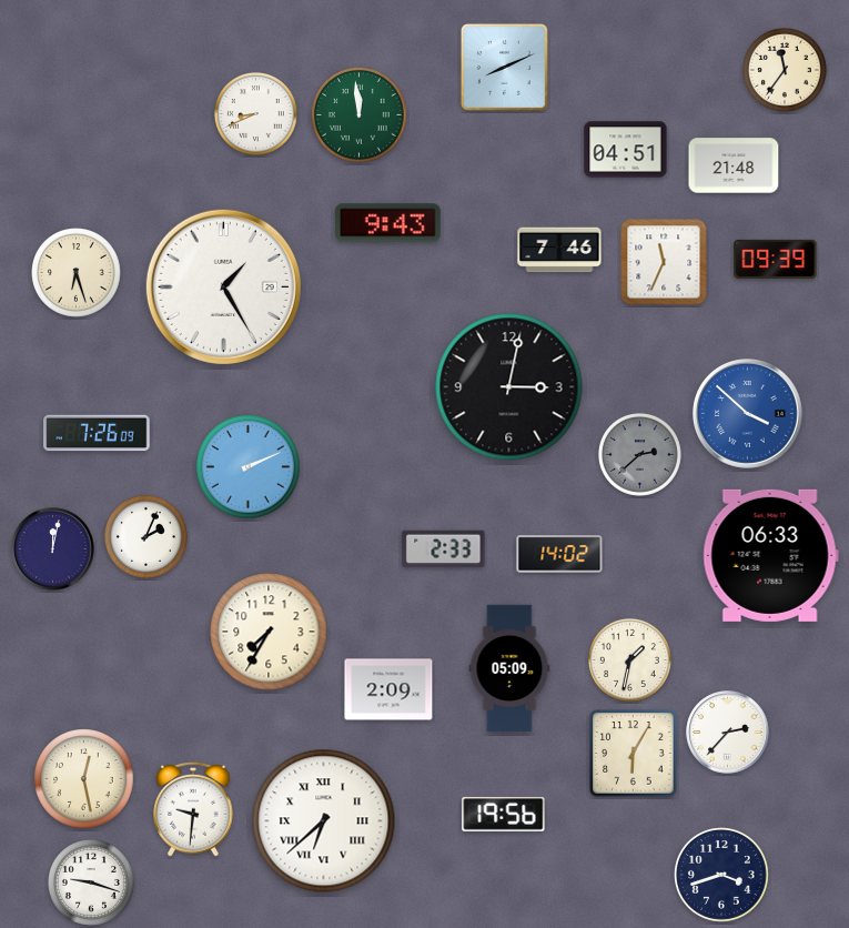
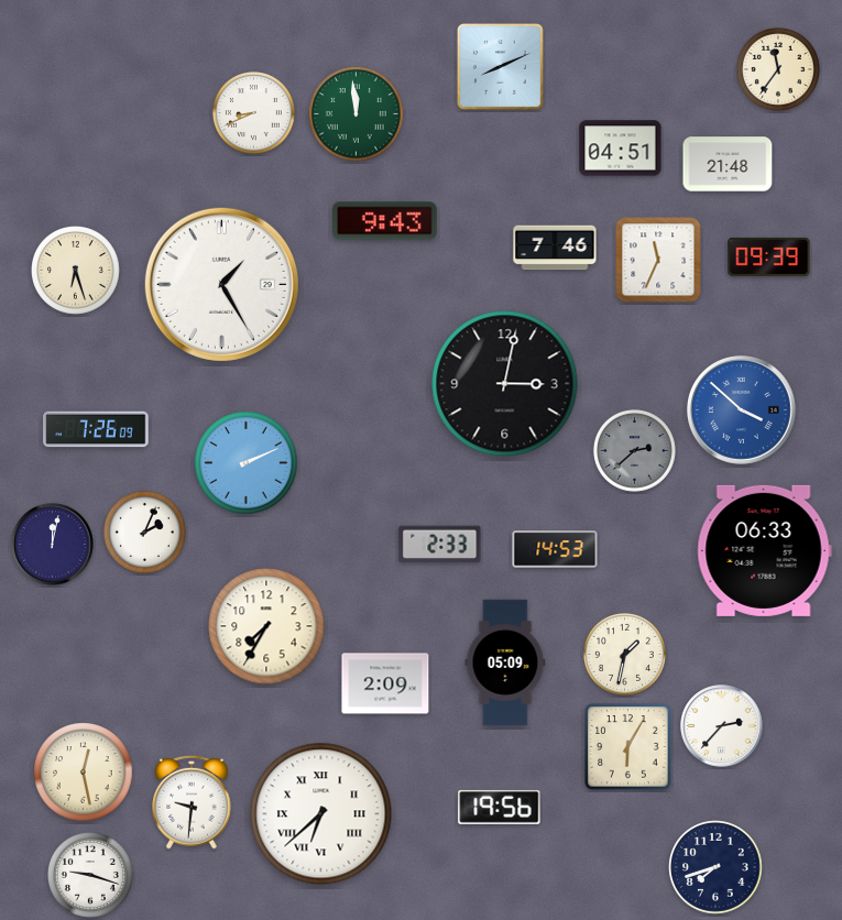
clock at (559, 554): 14:02 -> 14:53
clock at (721, 875): 3:42 -> 7:42
